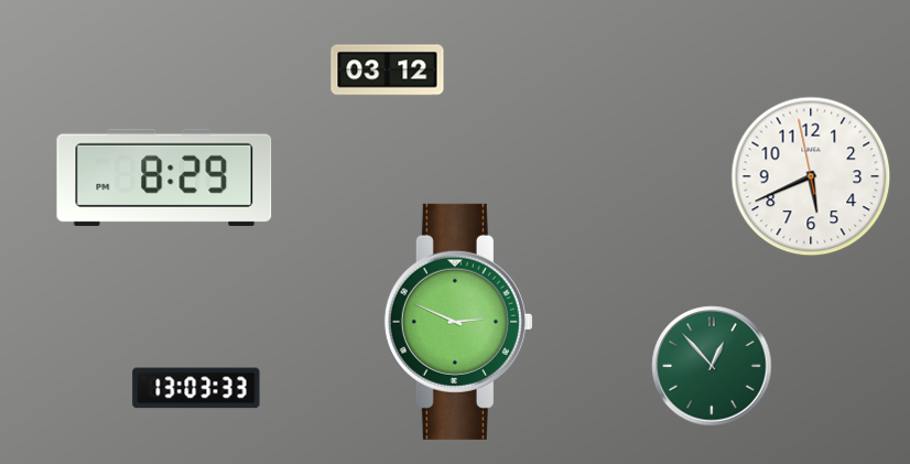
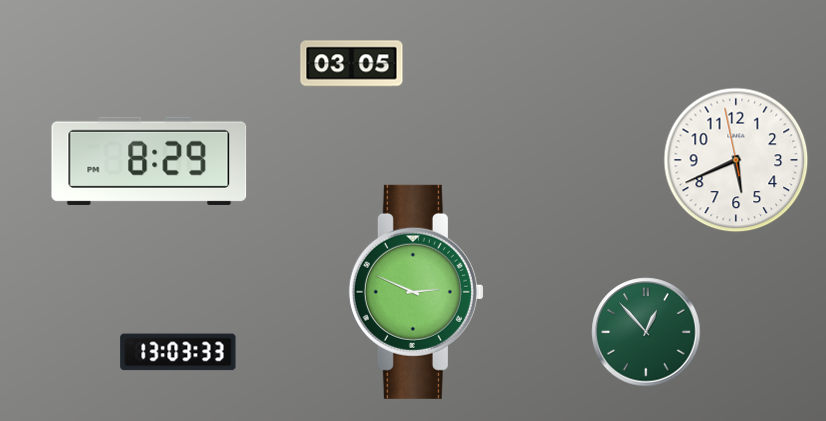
clock at (388, 71): 03:12 -> 03:05
